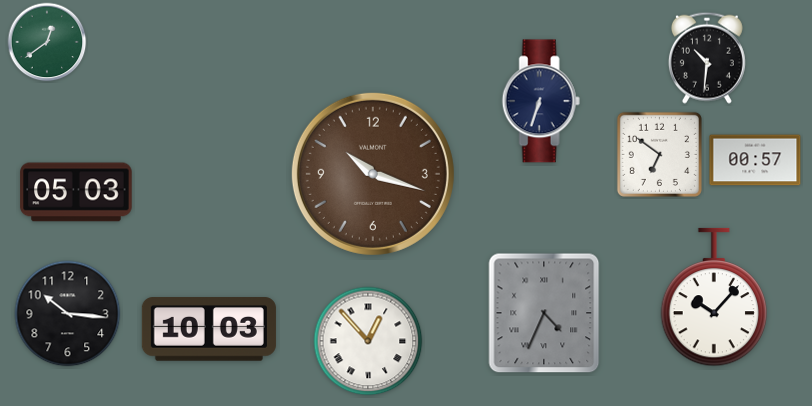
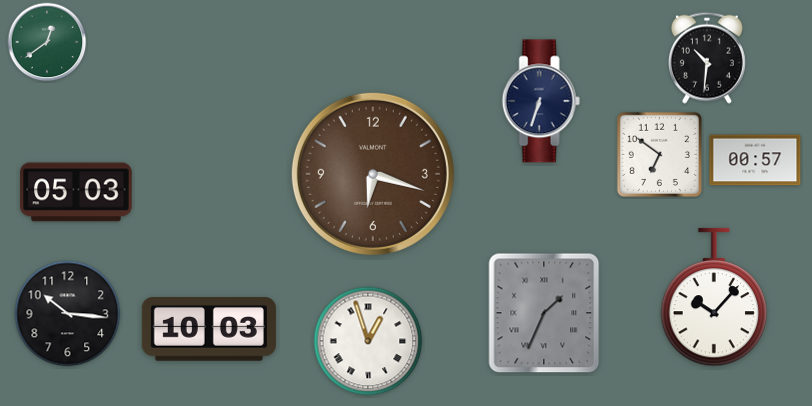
clock at (373, 174): 10:18 -> 6:18
clock at (544, 313): 4:34 -> 1:34
clock at (368, 341): 12:53 -> 12:57
